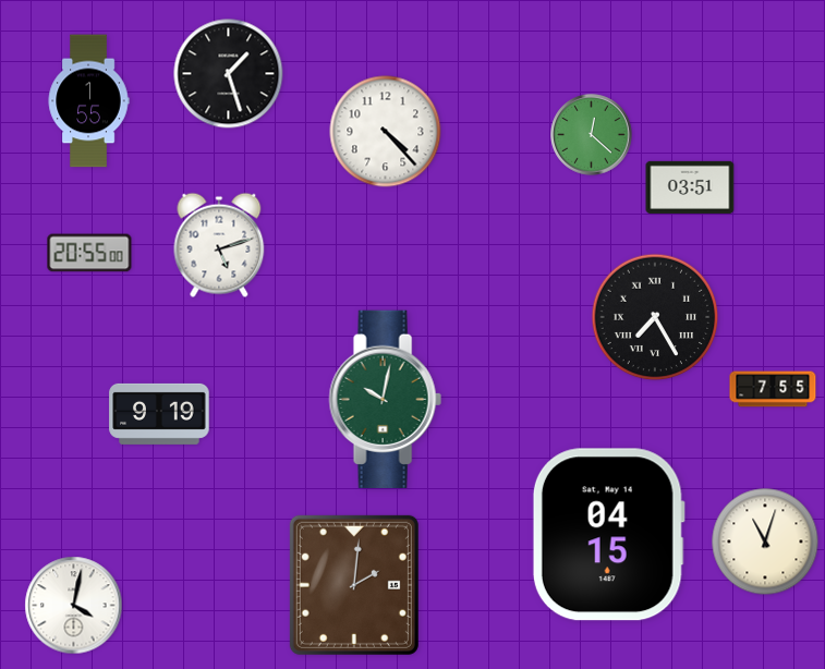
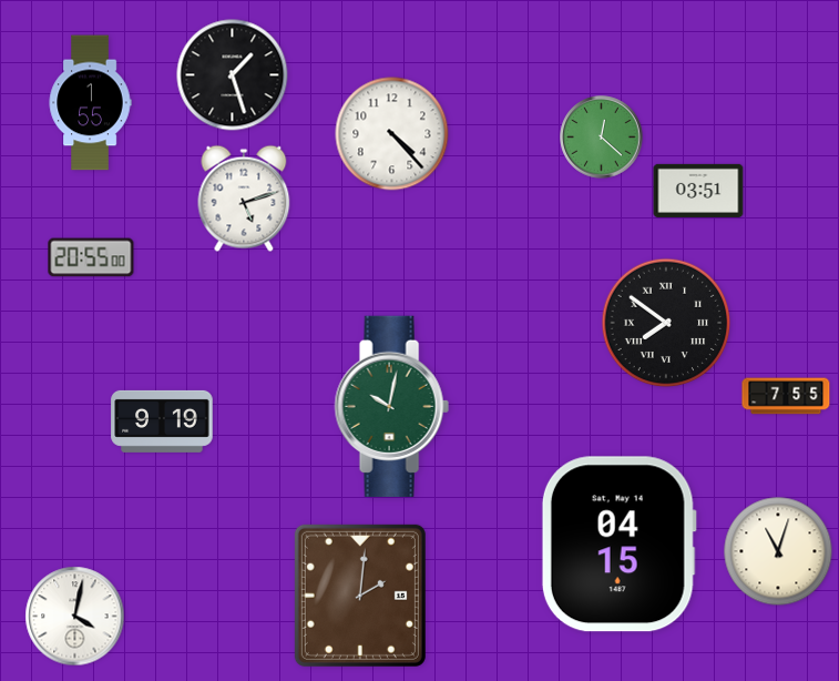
clock at (690, 187) position: (690, 187) -> (698, 191)
clock at (219, 245) position: (219, 245) -> (244, 199)
clock at (655, 317): 7:25 -> 7:51
